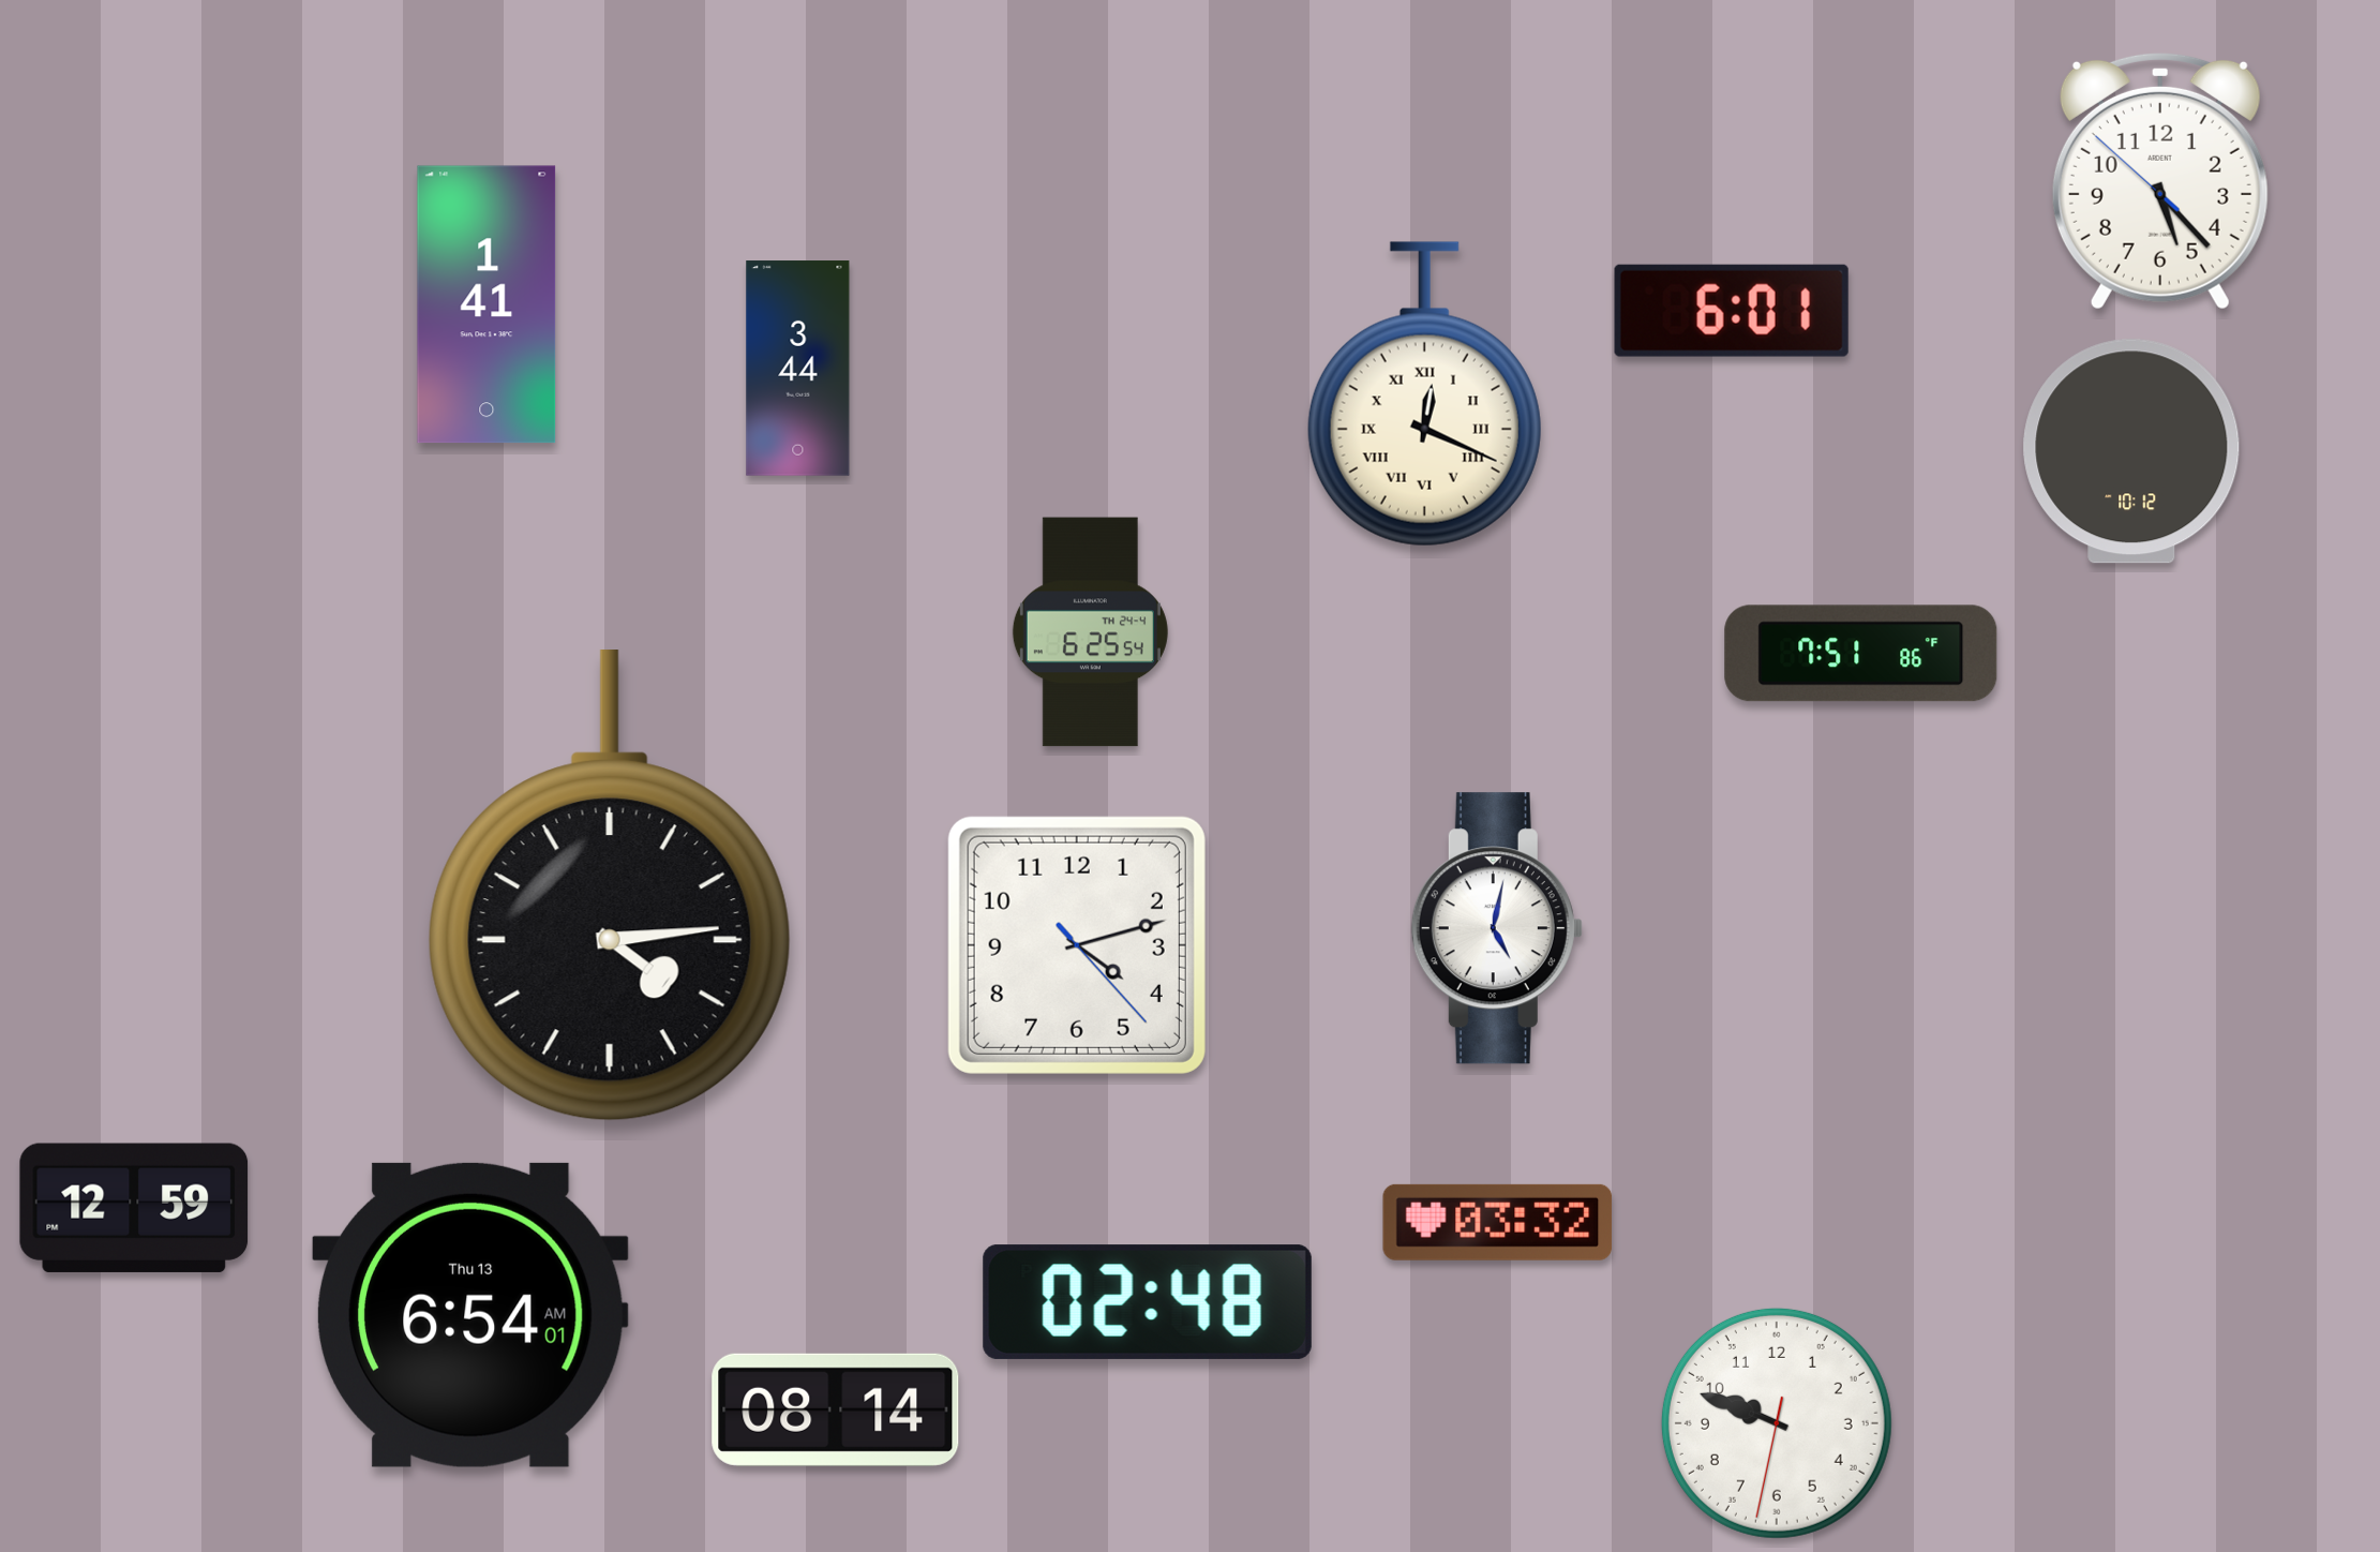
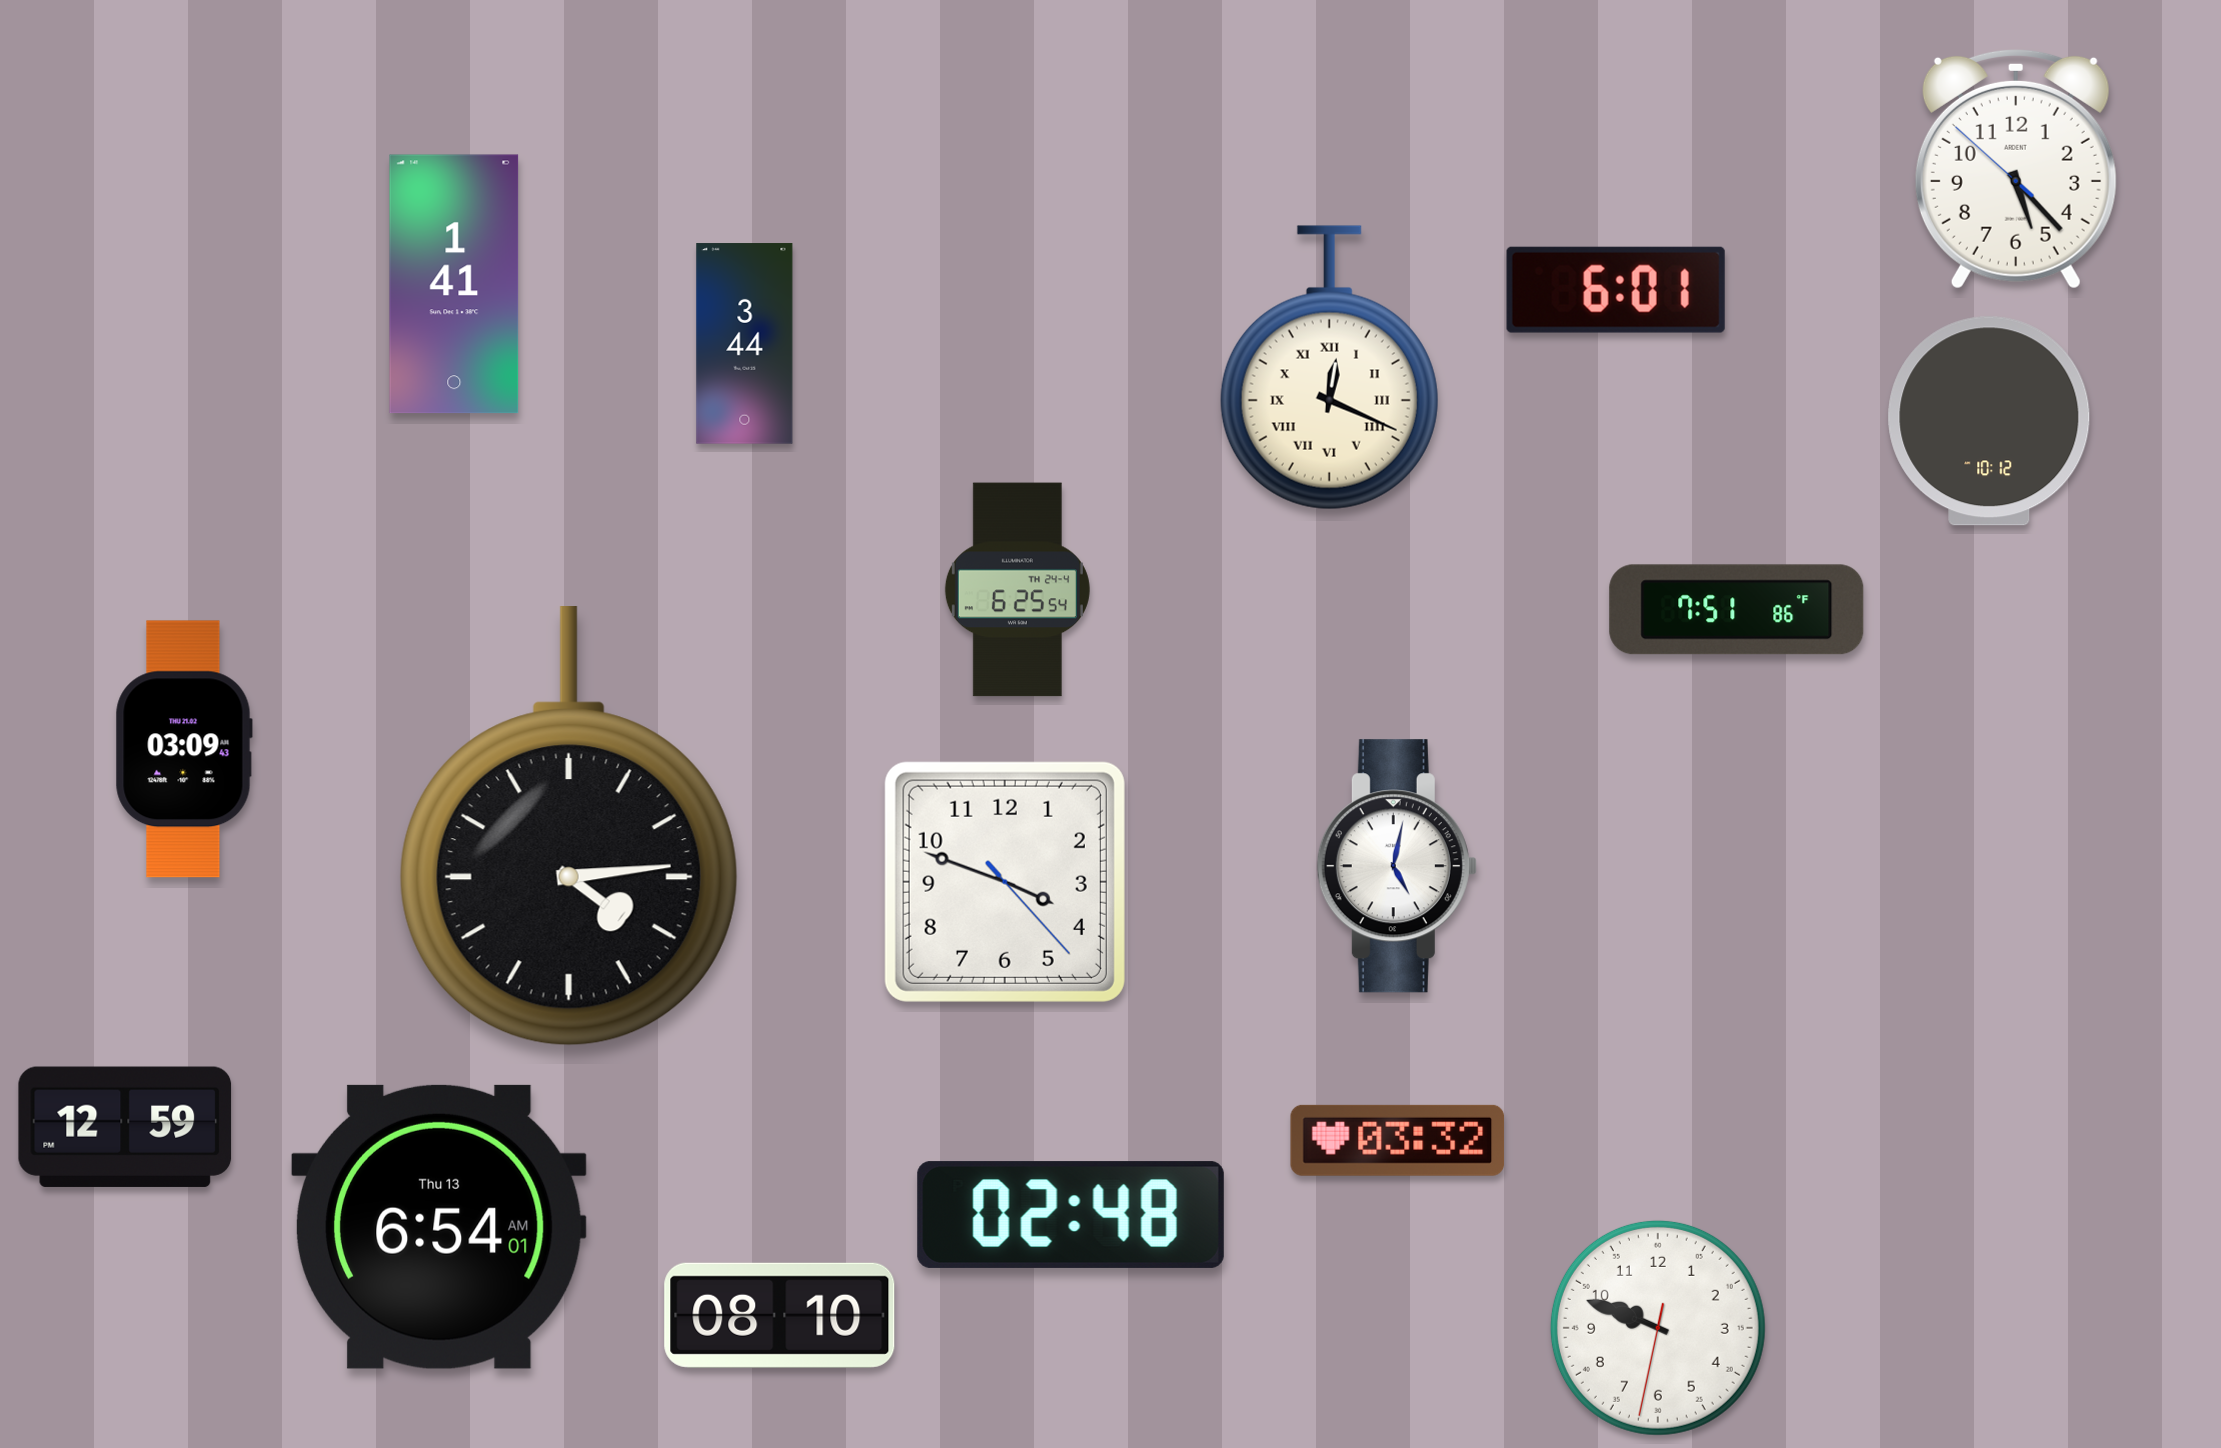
clock at (184, 749): none -> 03:09
clock at (1077, 945): 4:12 -> 3:48
clock at (836, 1409): 08:14 -> 08:10
